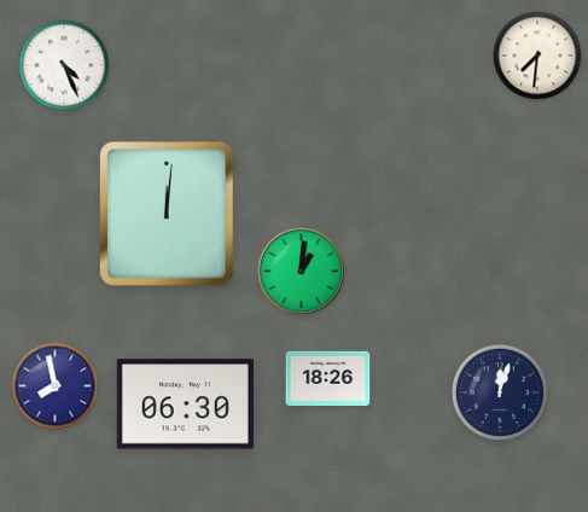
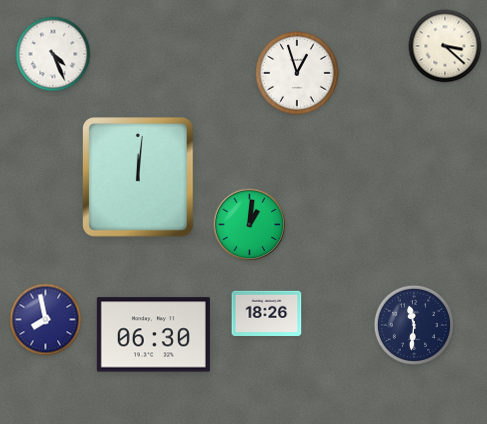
clock at (537, 56): 7:31 -> 3:22
clock at (298, 74): none -> 12:57
clock at (328, 379) position: (328, 379) -> (267, 314)
clock at (500, 392): 12:03 -> 11:31
